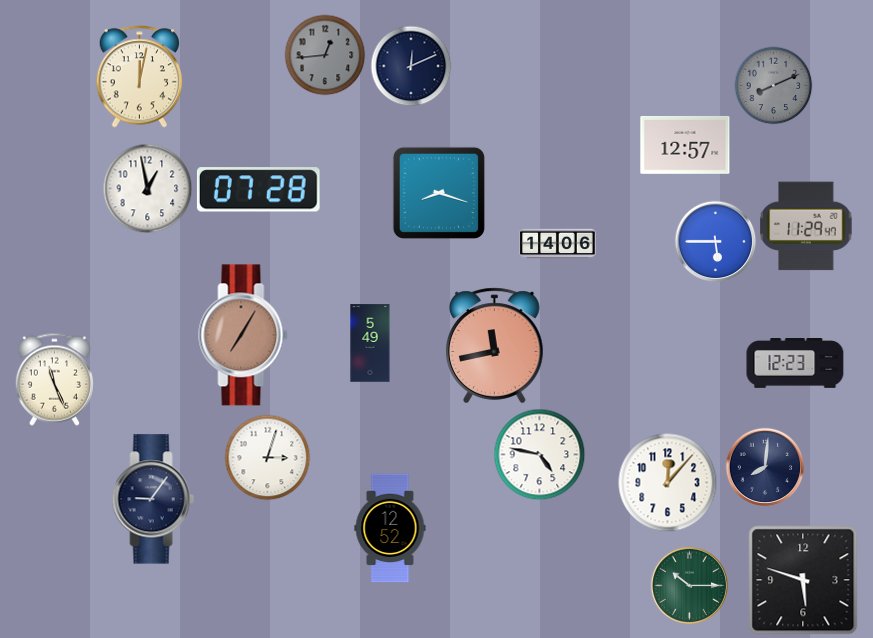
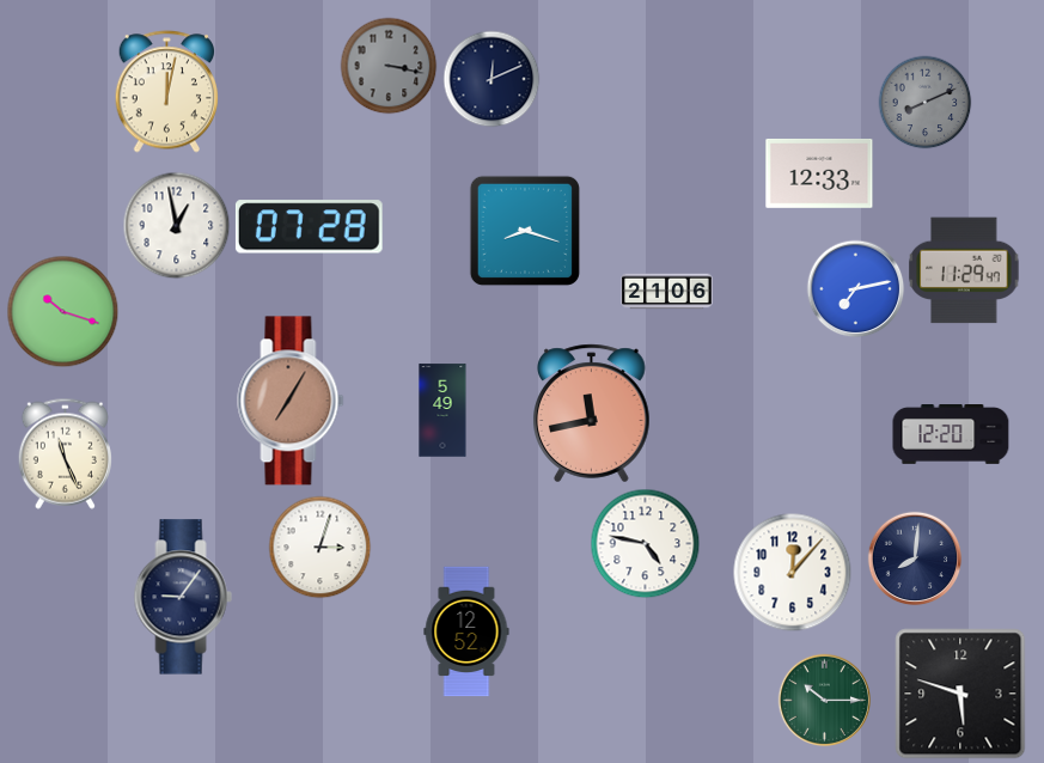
clock at (325, 55): 12:44 -> 3:17
clock at (685, 145): 12:57 -> 12:33
clock at (715, 241): 5:45 -> 7:13
clock at (558, 244): 14:06 -> 21:06
clock at (62, 311): none -> 10:18
clock at (795, 364): 12:23 -> 12:20
clock at (668, 483) position: (668, 483) -> (793, 573)
